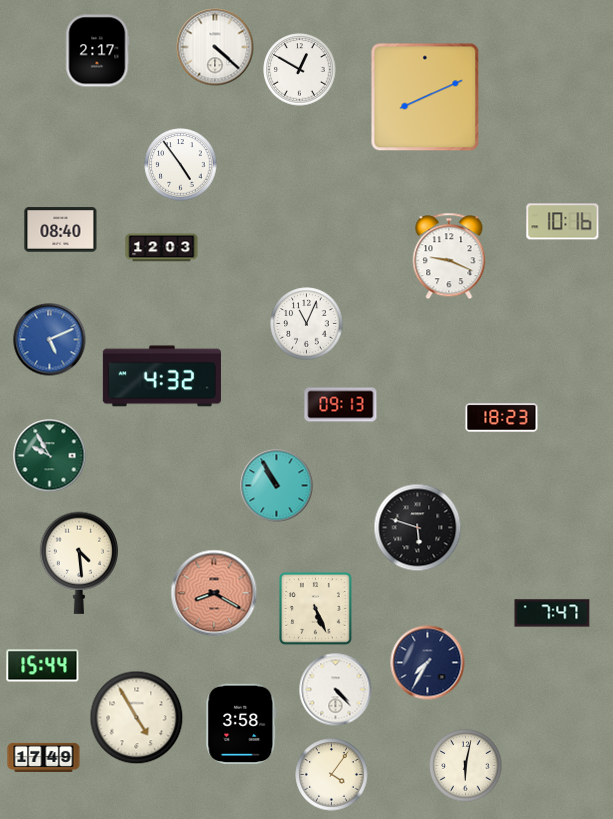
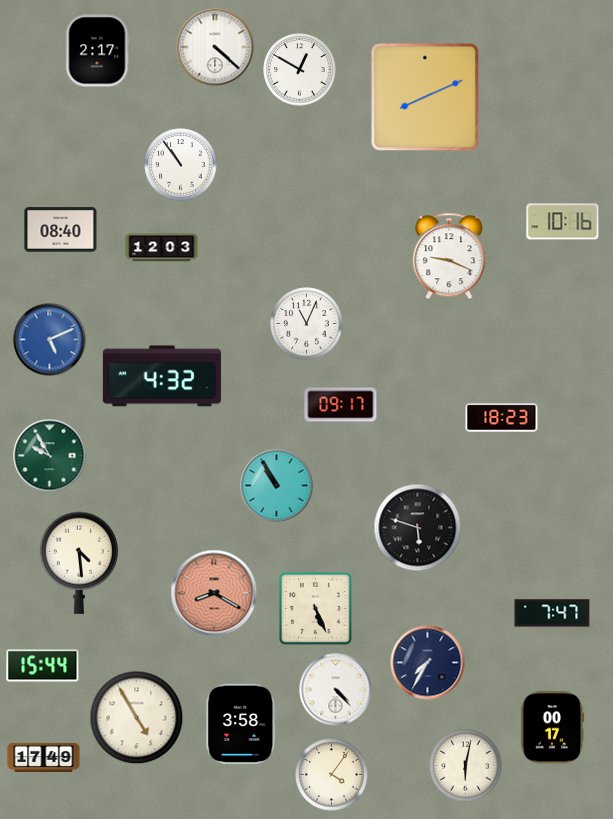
clock at (181, 165): 4:54 -> 10:54
clock at (341, 405): 09:13 -> 09:17
clock at (552, 728): none -> 00:17
